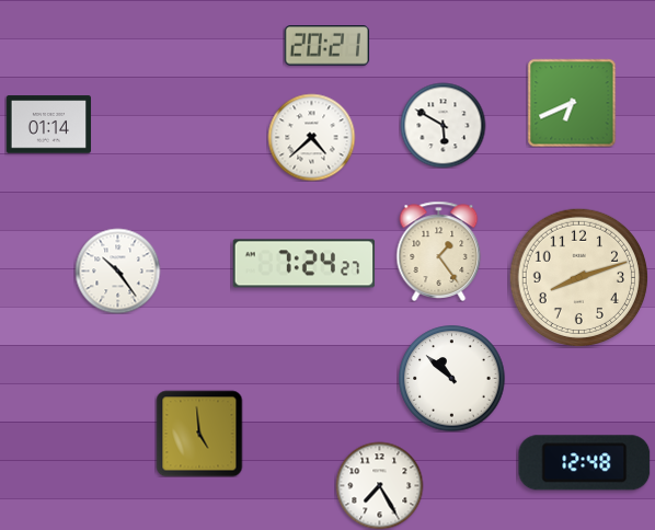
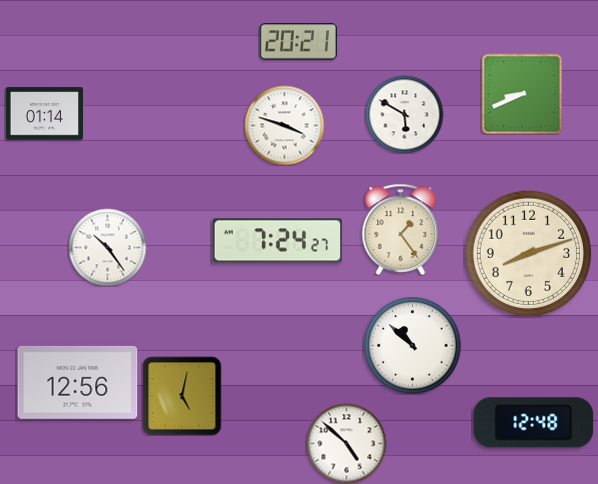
clock at (572, 103): 6:41 -> 8:41
clock at (311, 137): 4:38 -> 3:48
clock at (78, 382): none -> 12:56
clock at (199, 434): 4:59 -> 5:02
clock at (379, 485): 7:25 -> 4:52
